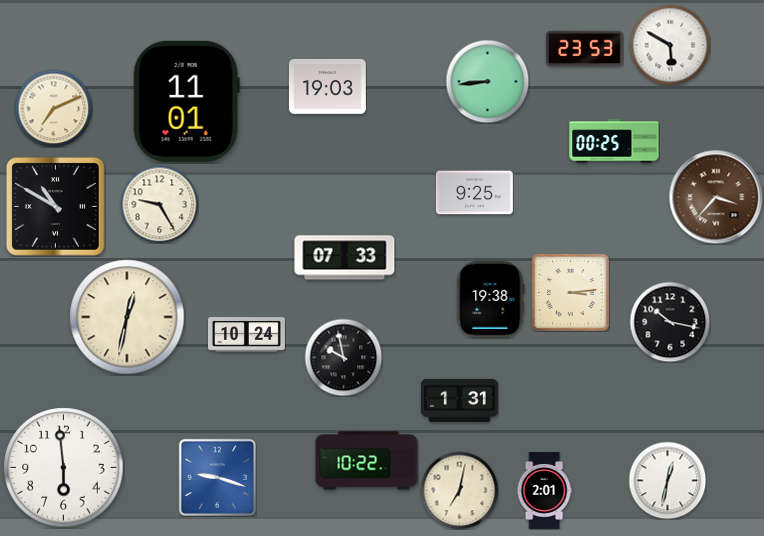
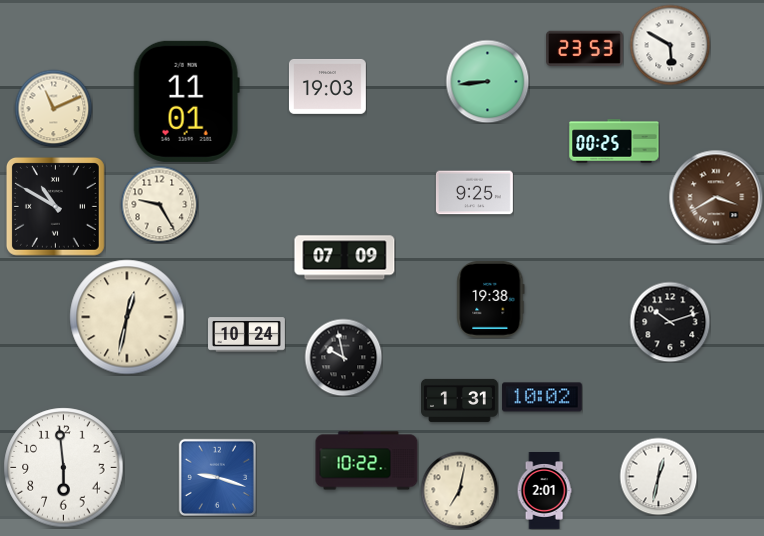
clock at (53, 108): 7:11 -> 11:11
clock at (716, 197): 3:37 -> 3:40
clock at (345, 258): 07:33 -> 07:09
clock at (570, 292): 3:14 -> none
clock at (670, 322): 10:17 -> 10:12
clock at (542, 397): none -> 10:02
clock at (667, 480) position: (667, 480) -> (658, 476)
